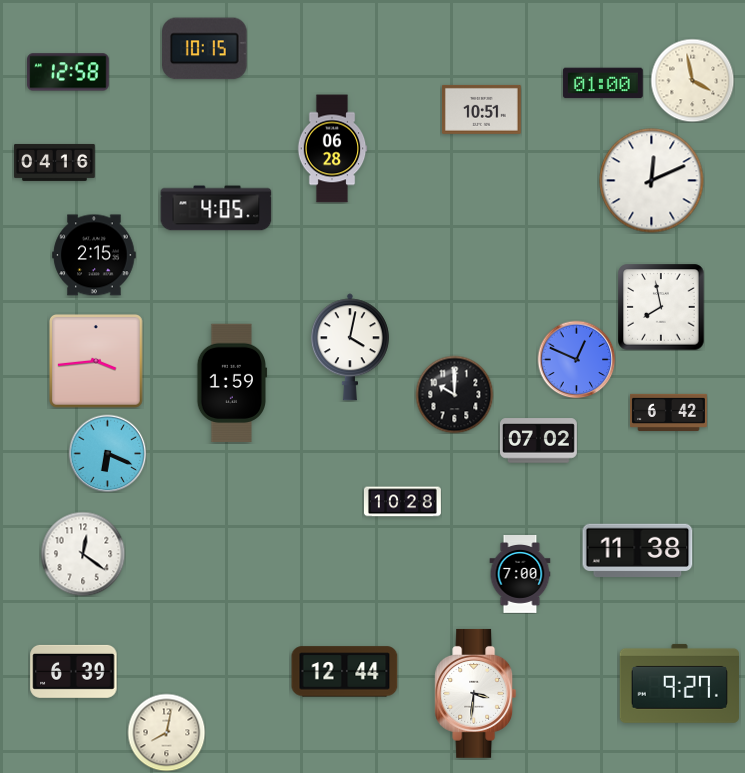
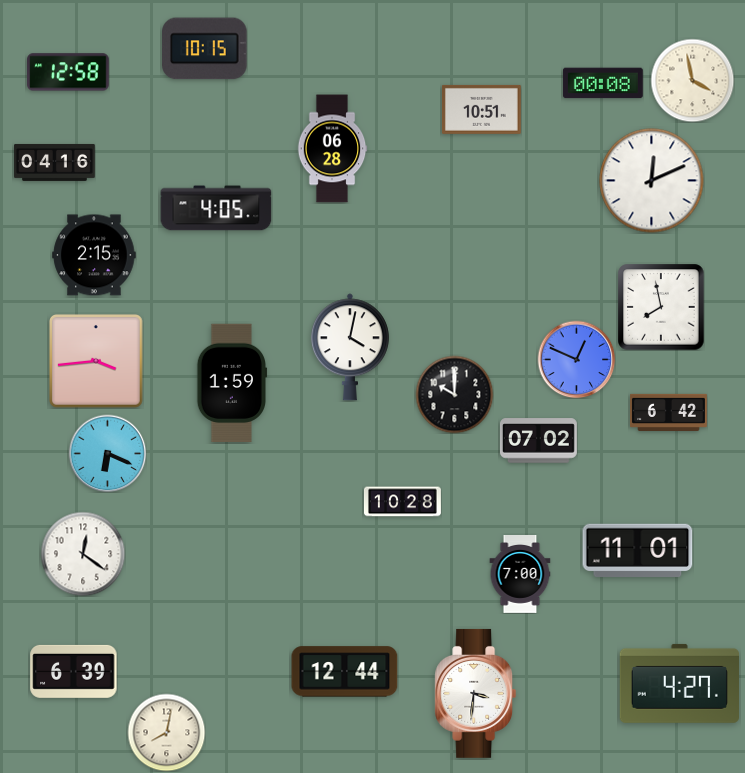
clock at (604, 83): 01:00 -> 00:08
clock at (638, 550): 11:38 -> 11:01
clock at (679, 683): 9:27 -> 4:27
